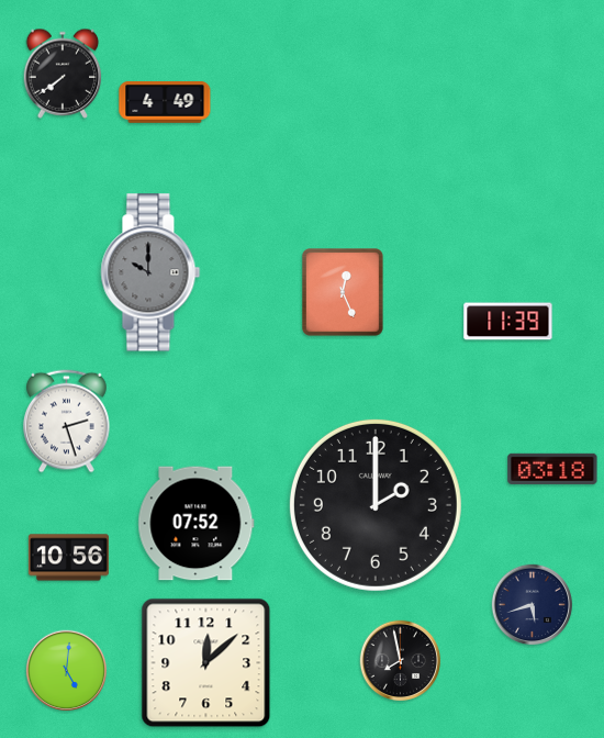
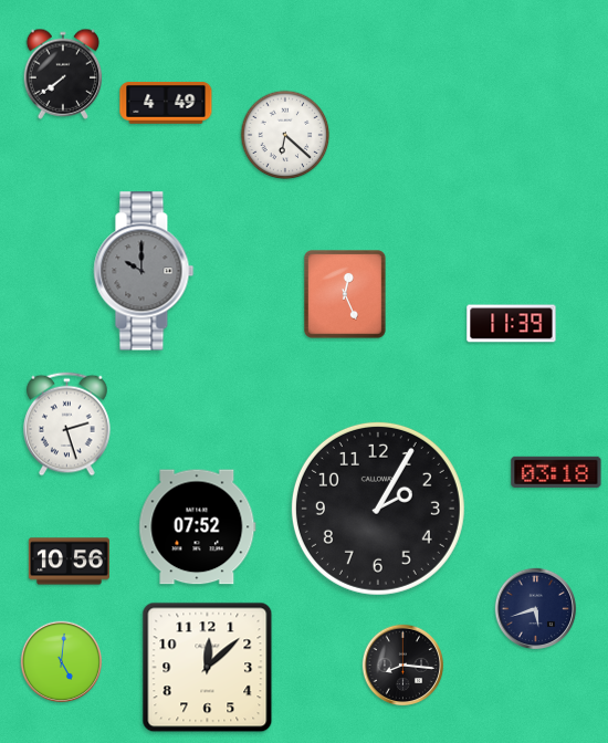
clock at (285, 135): none -> 6:22
clock at (150, 272) position: (150, 272) -> (144, 271)
clock at (376, 505): 2:00 -> 2:05
clock at (401, 661): 7:58 -> 8:16
clock at (67, 671) position: (67, 671) -> (62, 662)
